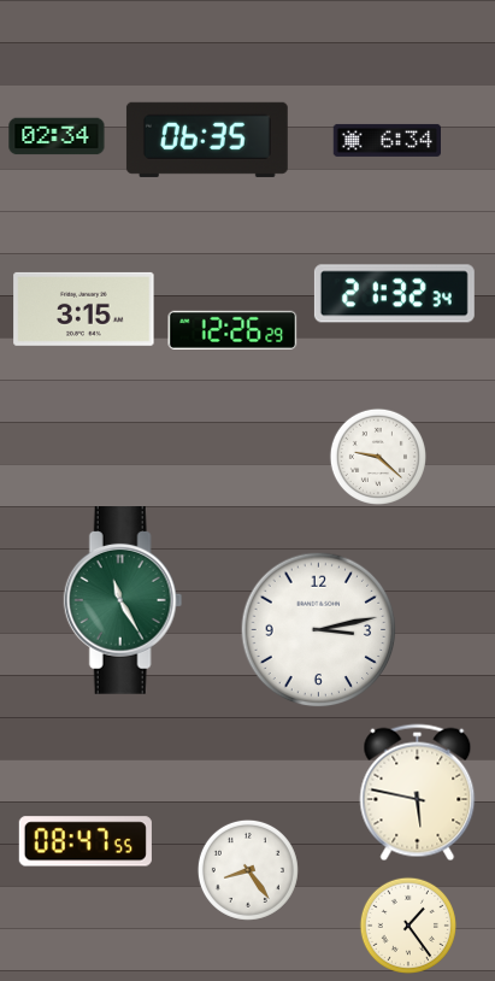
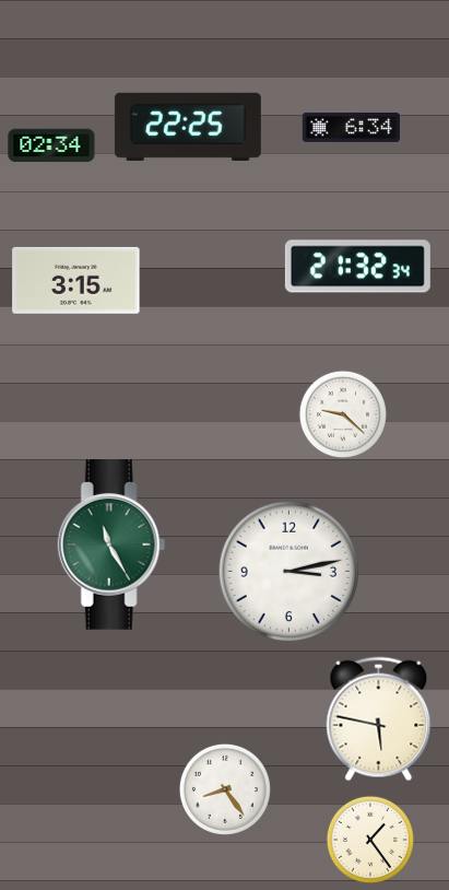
clock at (57, 136) position: (57, 136) -> (51, 145)
clock at (207, 140): 06:35 -> 22:25
clock at (232, 330): 12:26 -> none
clock at (86, 841): 08:47 -> none
